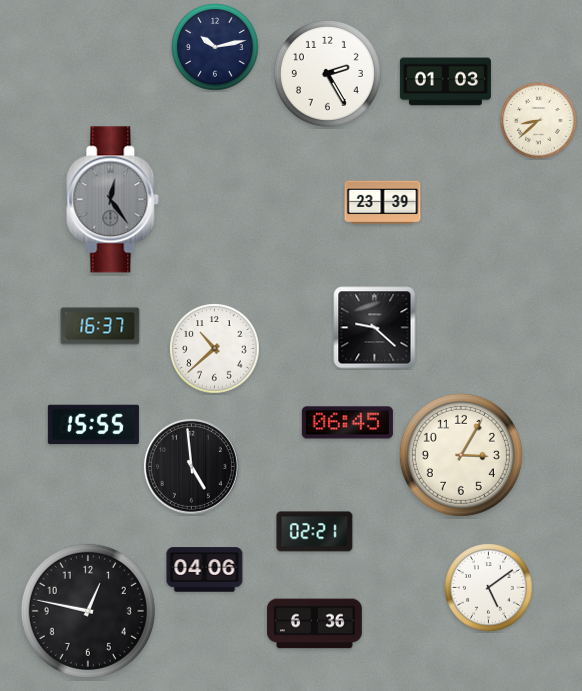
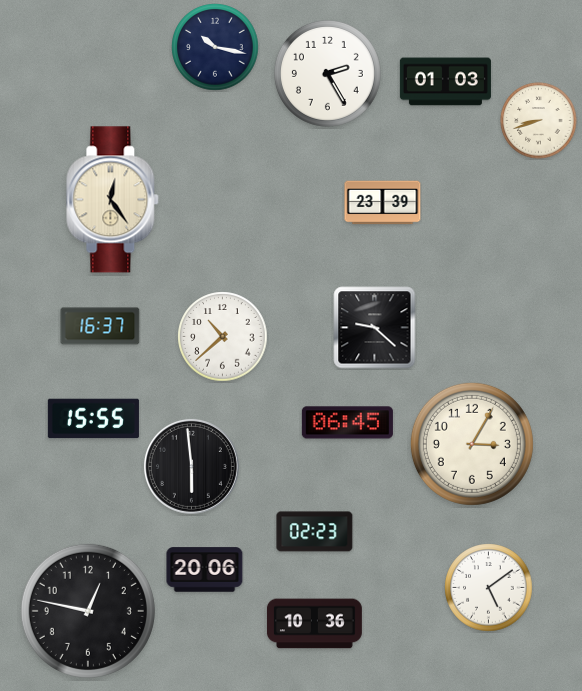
clock at (215, 47): 10:13 -> 10:17
clock at (539, 121): 8:38 -> 8:42
clock at (113, 200) dial: grey -> cream
clock at (215, 349) position: (215, 349) -> (223, 337)
clock at (93, 425) position: (93, 425) -> (93, 419)
clock at (461, 455) position: (461, 455) -> (472, 444)
clock at (191, 466): 4:59 -> 5:59
clock at (315, 532): 02:21 -> 02:23
clock at (205, 570): 04:06 -> 20:06
clock at (315, 624): 6:36 -> 10:36
